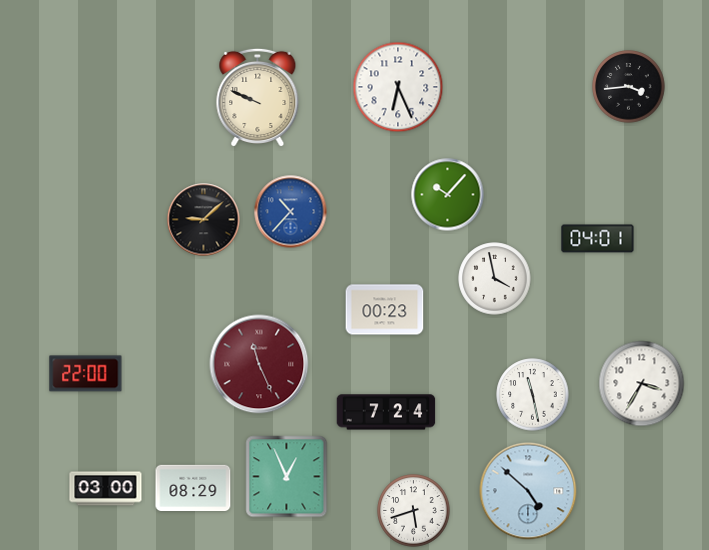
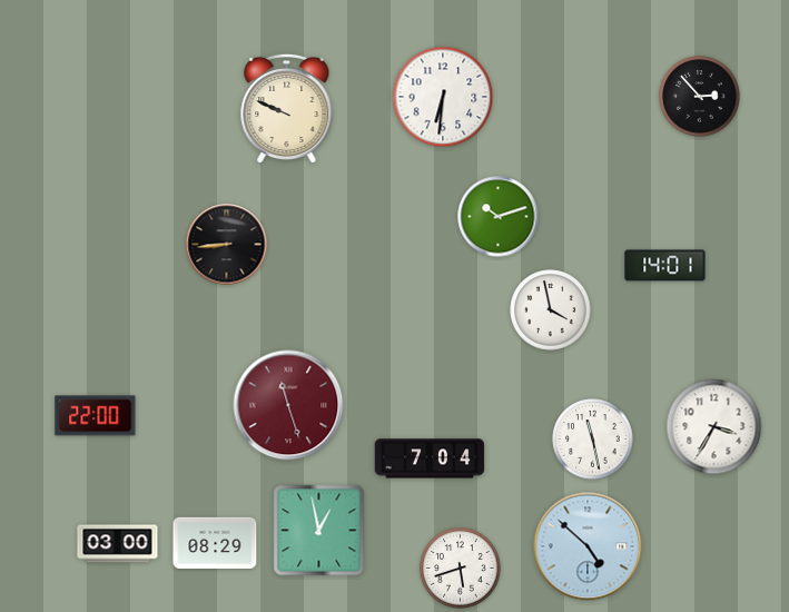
clock at (398, 87): 6:26 -> 6:31
clock at (629, 87): 3:44 -> 2:53
clock at (448, 195): 10:07 -> 10:12
clock at (291, 212): 10:37 -> none
clock at (204, 220): 9:08 -> 8:44
clock at (598, 239): 04:01 -> 14:01
clock at (385, 310): 00:23 -> none
clock at (259, 364): 11:26 -> 11:27
clock at (386, 412): 7:24 -> 7:04
clock at (287, 477): 12:56 -> 12:58
